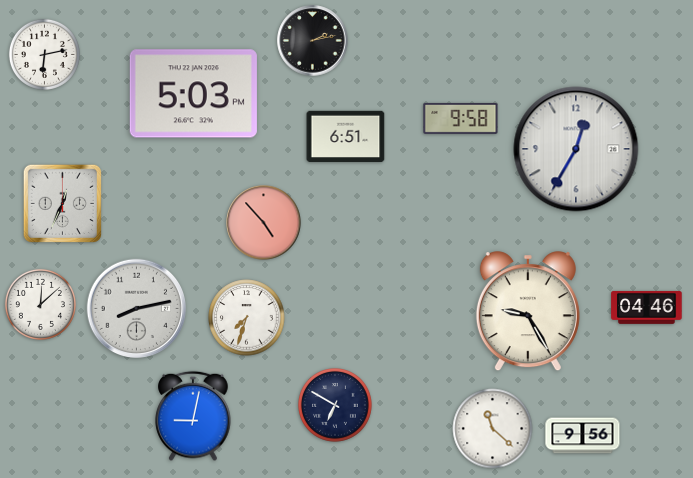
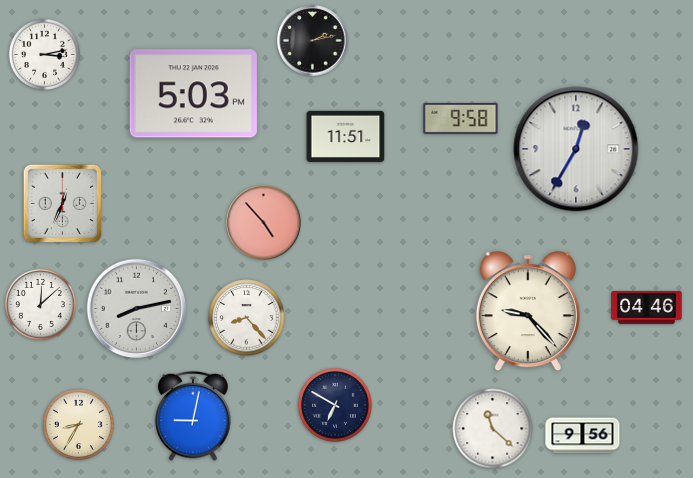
clock at (44, 54): 6:13 -> 3:13
clock at (346, 137): 6:51 -> 11:51
clock at (528, 312): 9:25 -> 9:23
clock at (247, 318): 7:33 -> 8:23
clock at (78, 424): none -> 8:35
